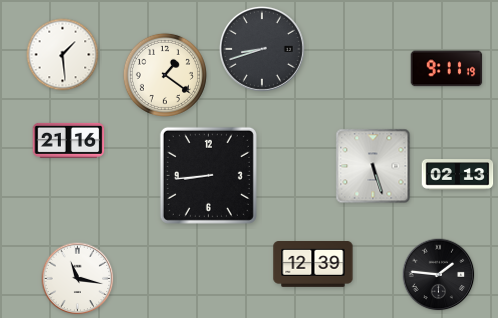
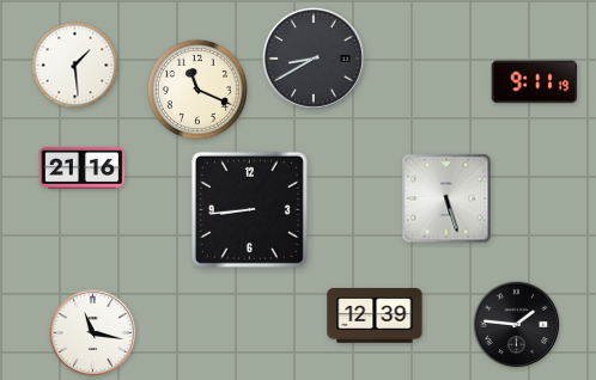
clock at (262, 49): 8:42 -> 8:40
clock at (165, 75): 1:21 -> 11:19
clock at (458, 175): 02:13 -> none
clock at (439, 275) position: (439, 275) -> (517, 325)
